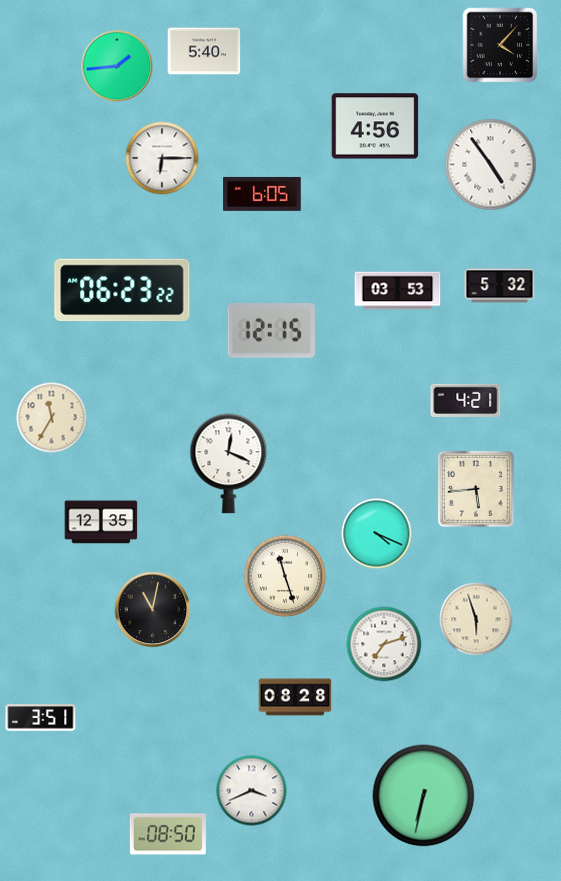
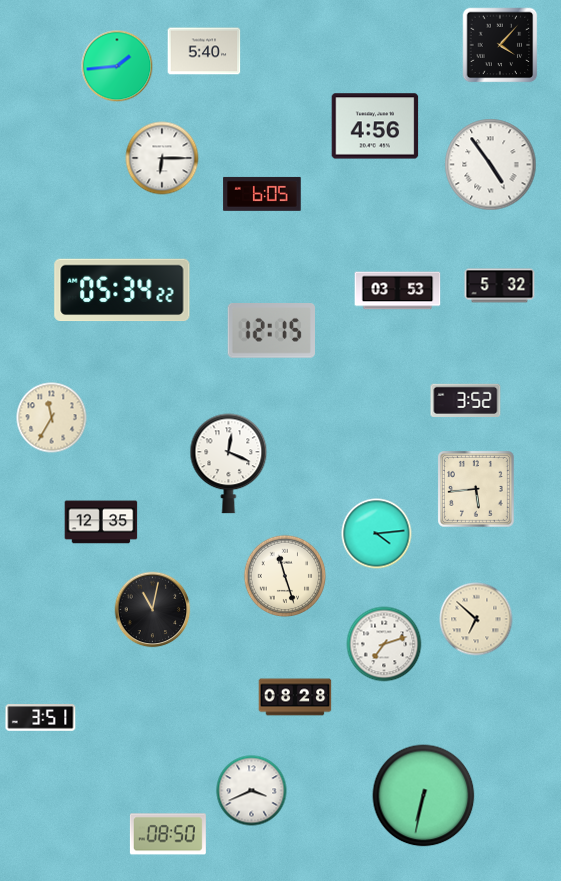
clock at (122, 290): 06:23 -> 05:34
clock at (466, 400): 4:21 -> 3:52
clock at (377, 534): 4:19 -> 4:14
clock at (476, 619): 5:57 -> 6:52
